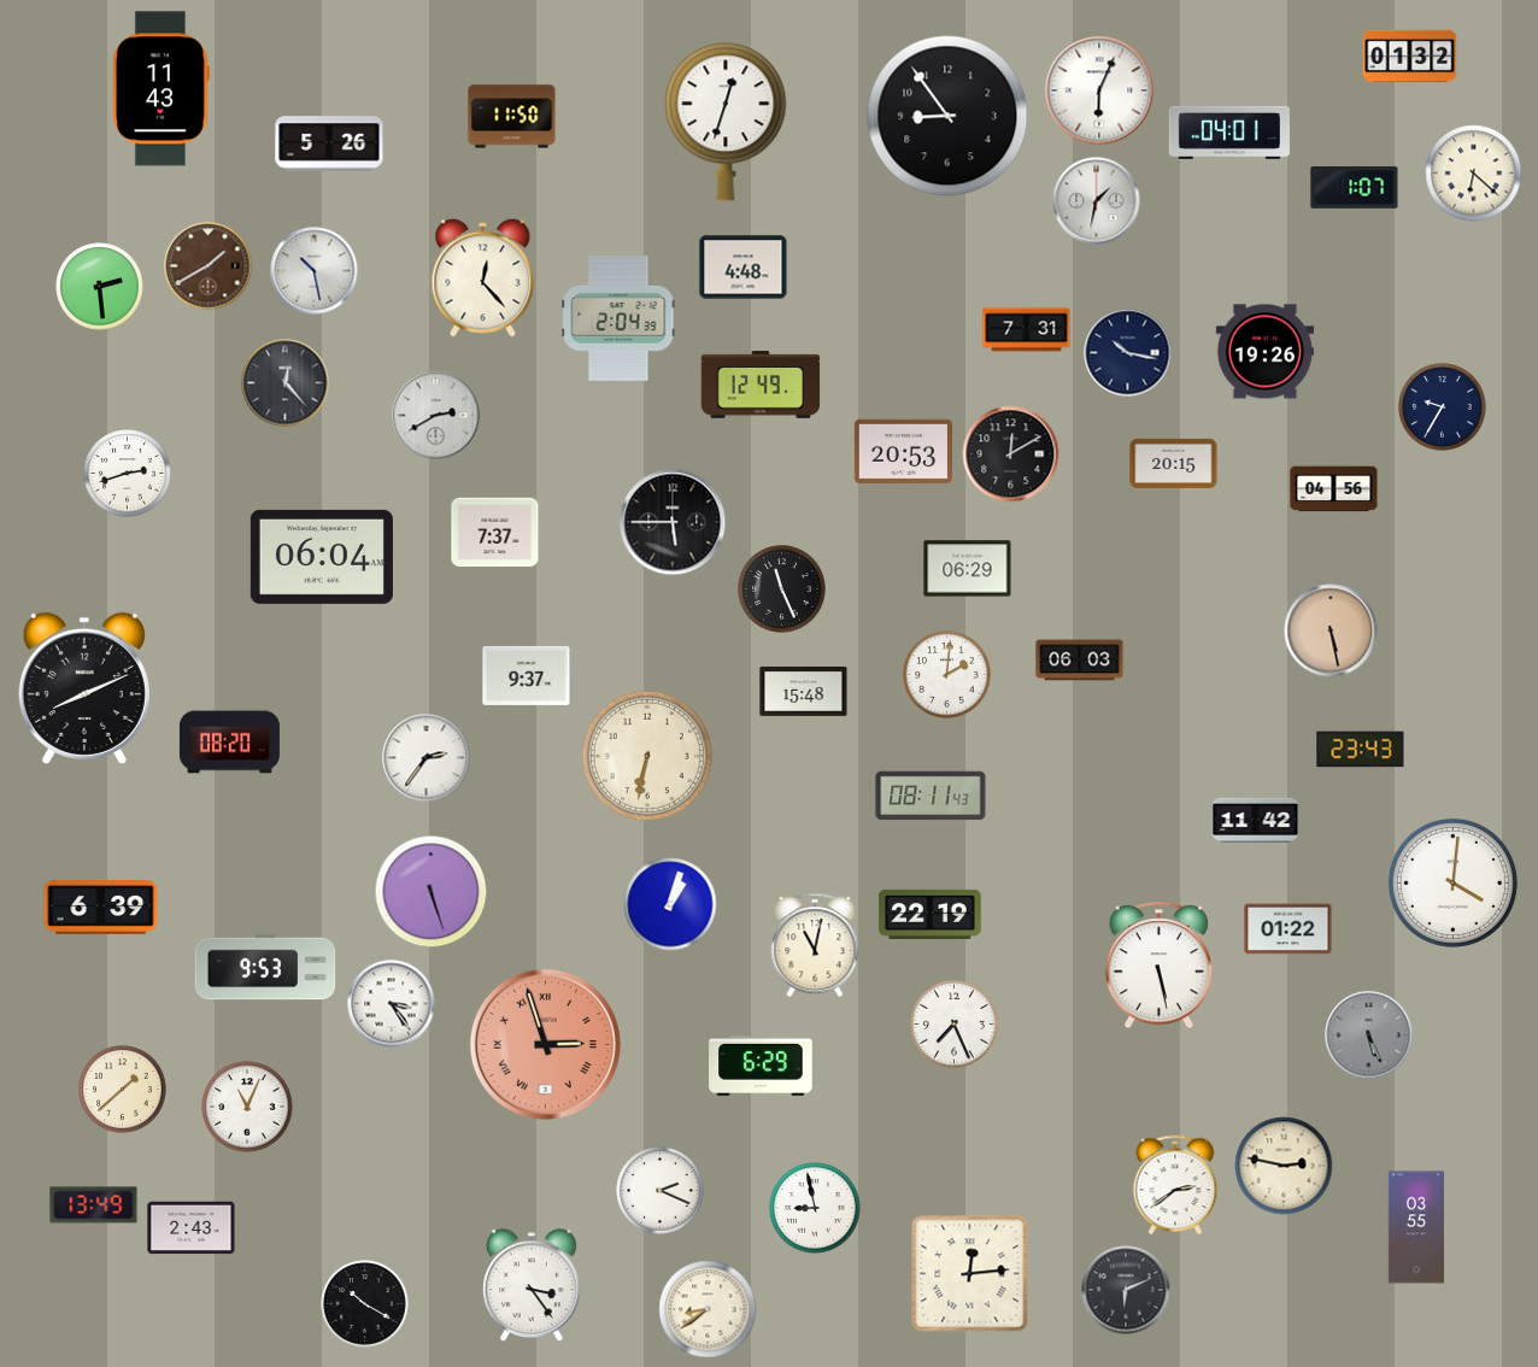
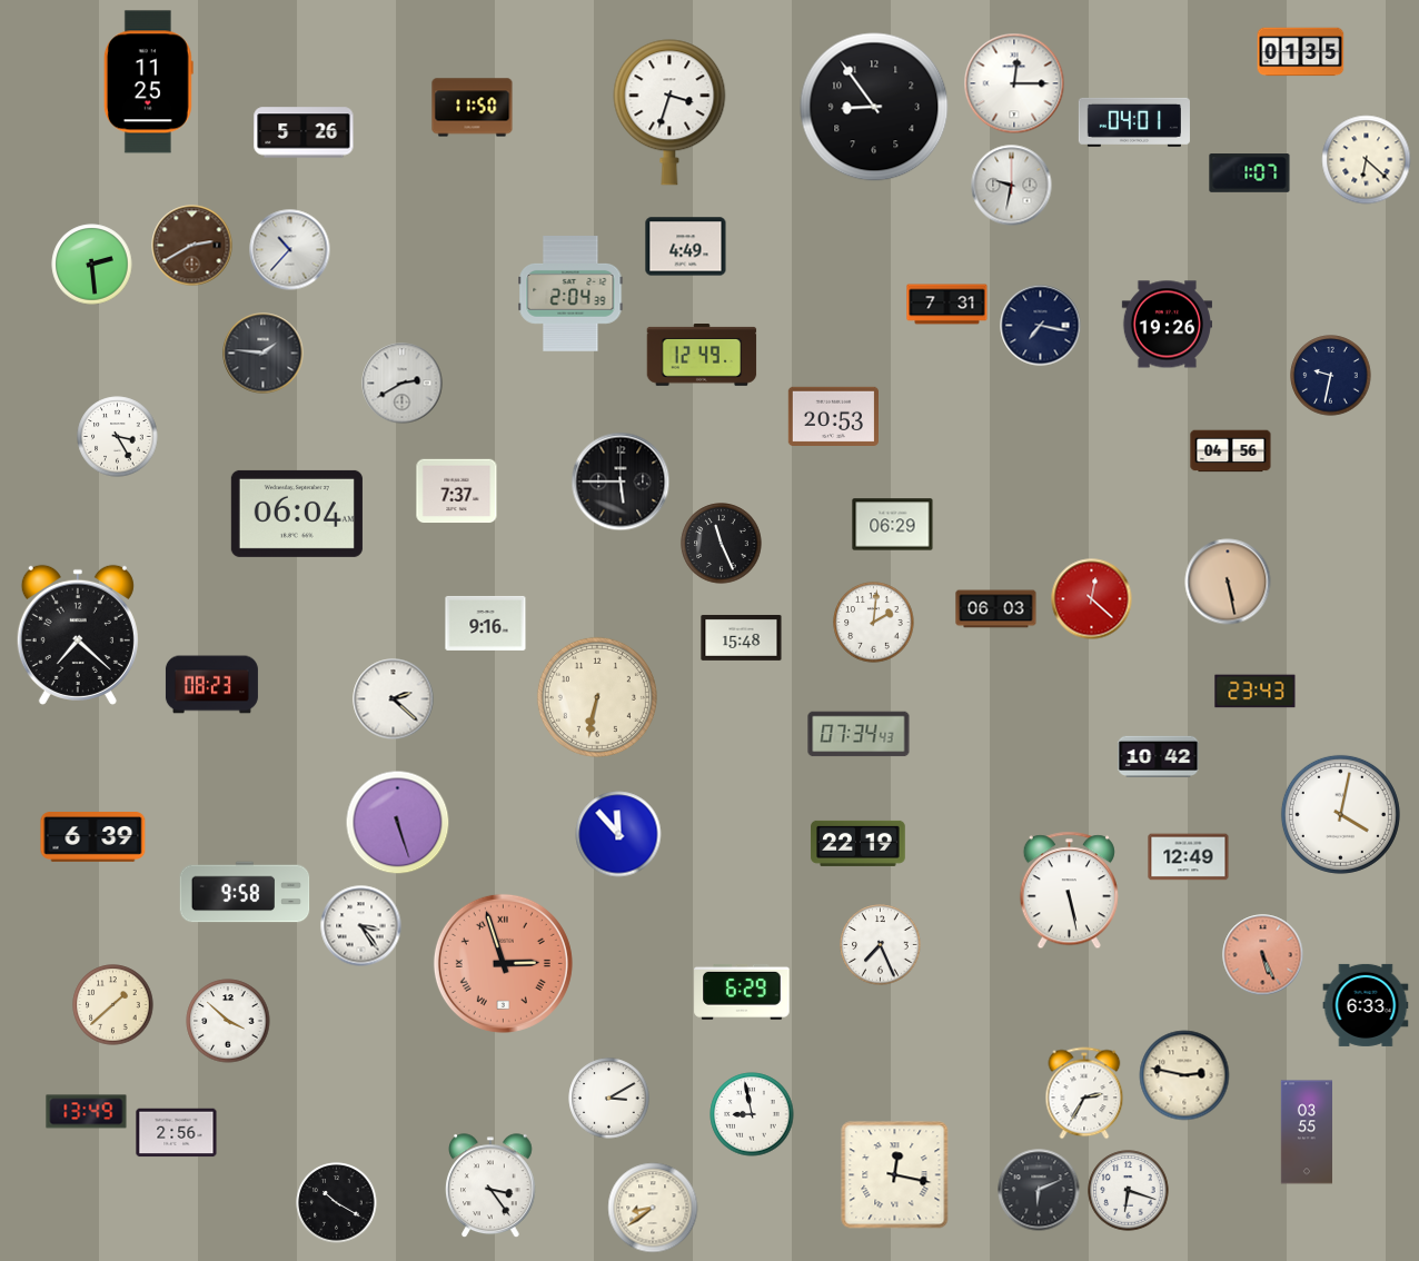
clock at (1410, 57): 01:32 -> 01:35
clock at (160, 89): 11:43 -> 11:25
clock at (1099, 90): 6:04 -> 12:15
clock at (726, 122): 12:33 -> 3:33
clock at (1474, 174) position: (1474, 174) -> (1367, 160)
clock at (1097, 201): 1:32 -> 9:32
clock at (209, 266): 1:40 -> 2:40
clock at (744, 268): 4:48 -> 4:49
clock at (315, 271): 10:28 -> 10:37
clock at (483, 278): 12:23 -> none
clock at (1128, 353): 10:17 -> 7:17
clock at (286, 383): 12:23 -> 1:46
clock at (1443, 407): 9:35 -> 9:32
clock at (1011, 454): 12:10 -> none
clock at (1174, 463): 20:15 -> none
clock at (128, 474): 2:42 -> 3:25
clock at (1092, 599): none -> 12:22
clock at (527, 675): 9:37 -> 9:16
clock at (84, 688): 8:11 -> 7:22
clock at (229, 743): 08:20 -> 08:23
clock at (427, 758): 2:36 -> 2:22
clock at (931, 796): 08:11 -> 07:34
clock at (1256, 820): 11:42 -> 10:42
clock at (1452, 882): 4:01 -> 4:02
clock at (670, 904): 1:03 -> 11:53
clock at (1288, 929): 01:22 -> 12:49
clock at (815, 945): 11:02 -> none
clock at (265, 967): 9:53 -> 9:58
clock at (1369, 1035) dial: grey -> salmon
clock at (761, 1066) position: (761, 1066) -> (742, 992)
clock at (1366, 1005): none -> 6:33
clock at (247, 1107): 11:04 -> 3:52
clock at (1175, 1185): 2:39 -> 2:35
clock at (661, 1191): 2:19 -> 3:10
clock at (192, 1228): 2:43 -> 2:56
clock at (970, 1274): 12:14 -> 12:17
clock at (1129, 1191): none -> 6:18
